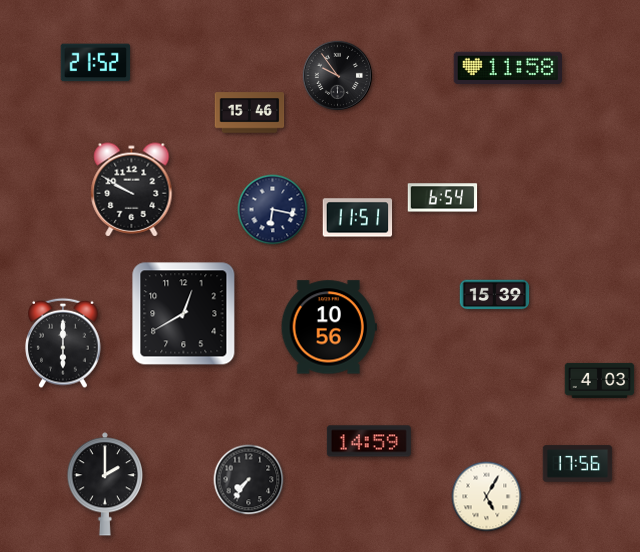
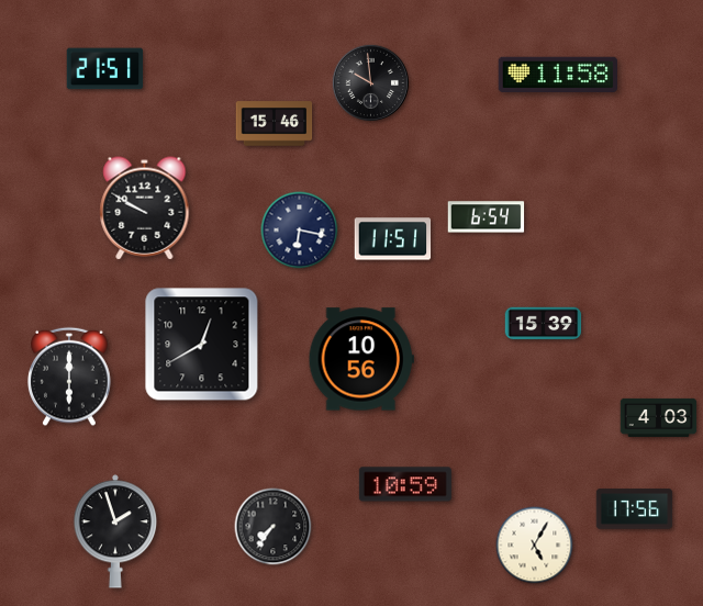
clock at (96, 63): 21:52 -> 21:51
clock at (337, 75): 9:54 -> 9:59
clock at (369, 441): 14:59 -> 10:59
clock at (104, 484): 2:00 -> 1:57
